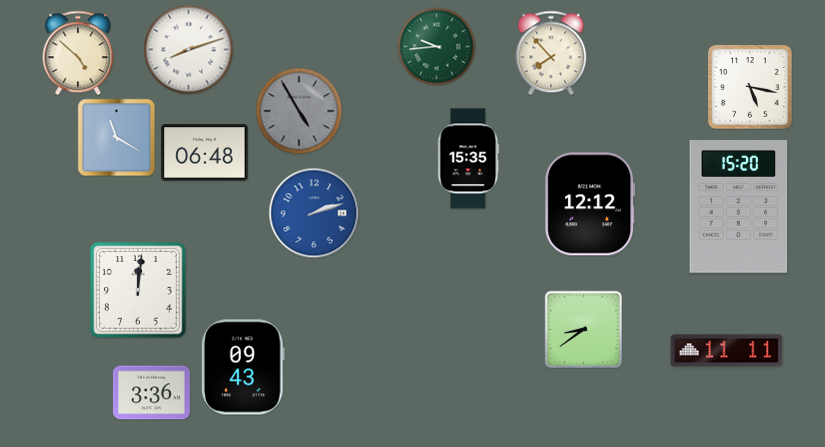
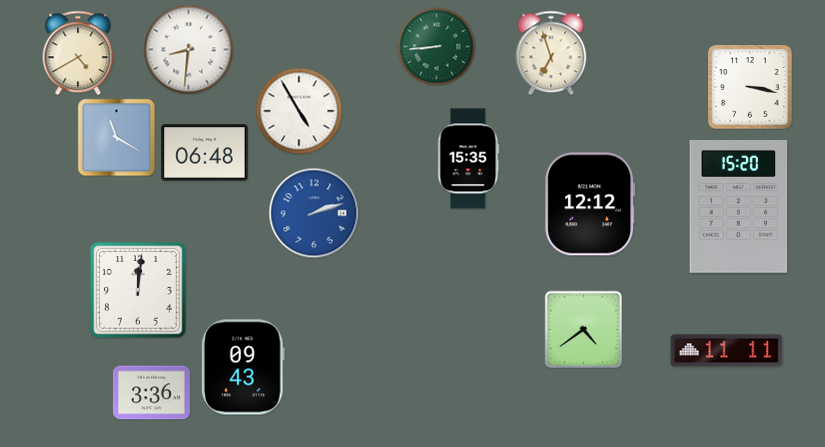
clock at (436, 46): 9:44 -> 8:44
clock at (188, 49): 8:12 -> 8:31
clock at (78, 53): 4:52 -> 4:40
clock at (551, 53): 7:53 -> 6:57
clock at (750, 87): 5:17 -> 3:17
clock at (299, 111) dial: grey -> white
clock at (583, 329): 8:39 -> 4:39
